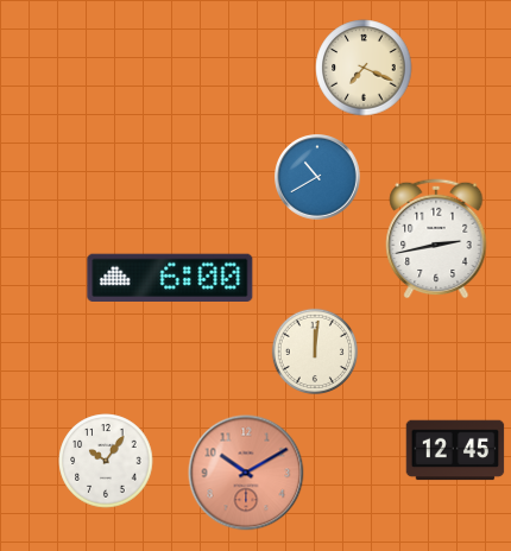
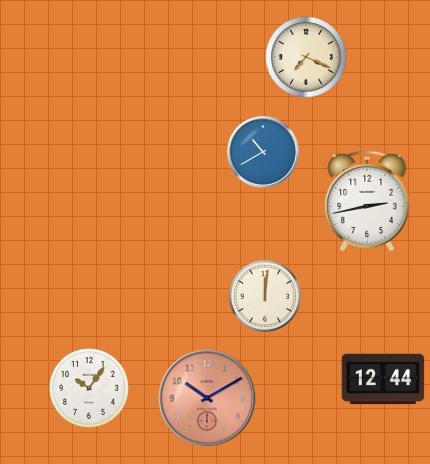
clock at (317, 177) position: (317, 177) -> (263, 152)
clock at (170, 277): 6:00 -> none
clock at (455, 450): 12:45 -> 12:44
